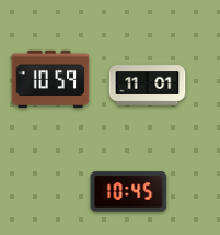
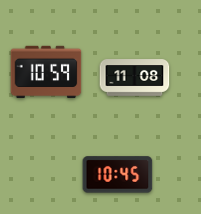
clock at (148, 86): 11:01 -> 11:08
